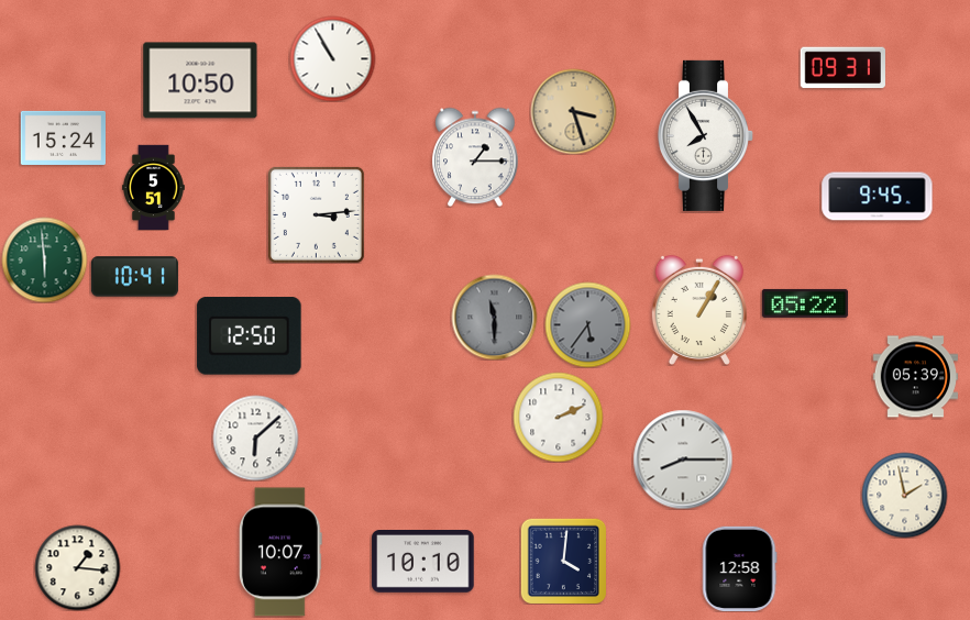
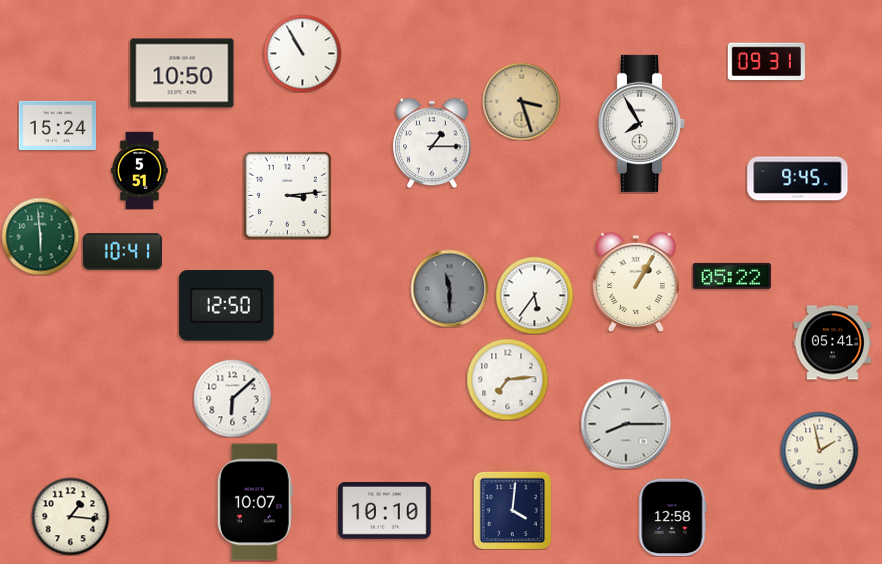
clock at (587, 324) dial: grey -> white
clock at (915, 377): 05:39 -> 05:41
clock at (558, 417): 2:11 -> 7:14
clock at (683, 460) position: (683, 460) -> (626, 424)
clock at (904, 495) position: (904, 495) -> (819, 450)
